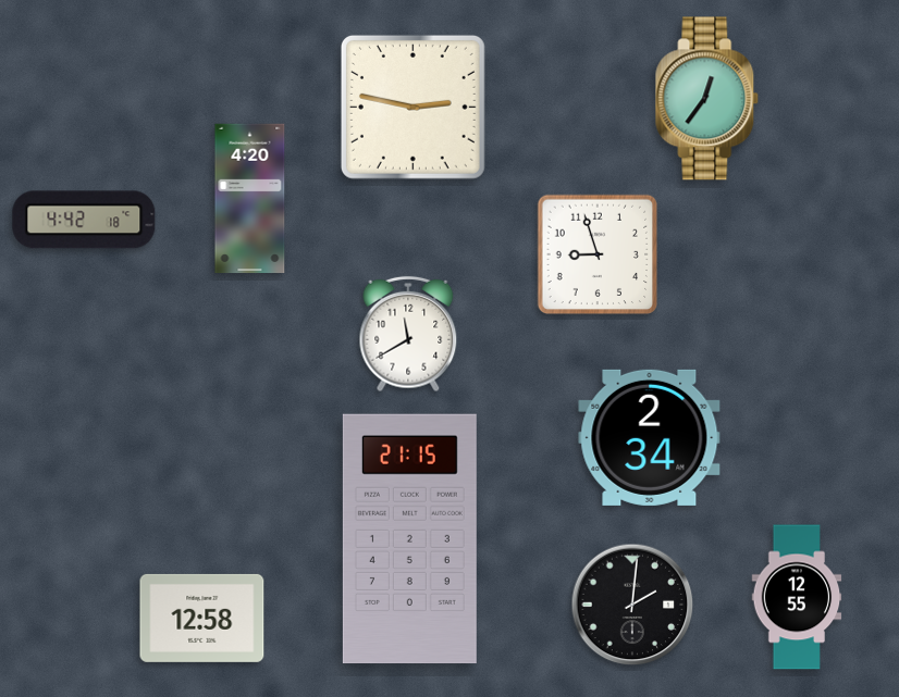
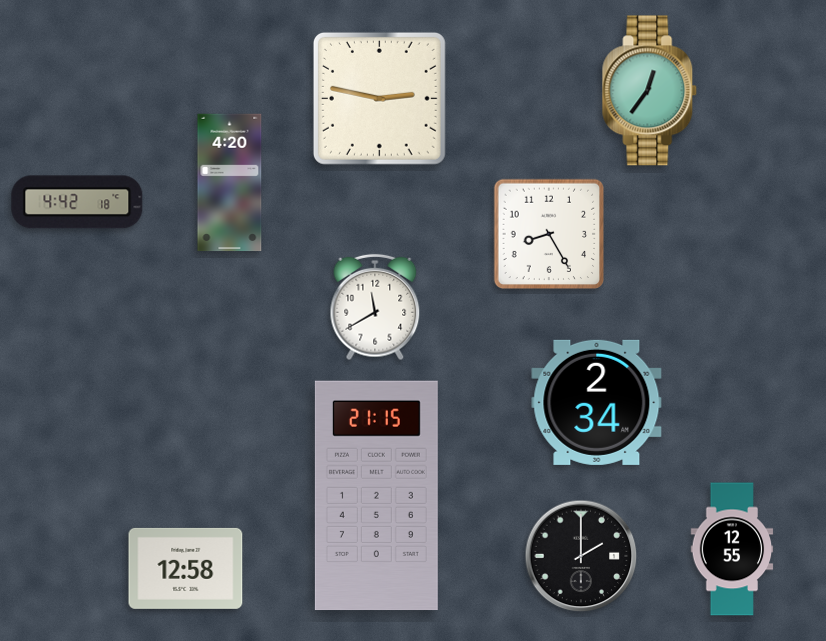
clock at (598, 254): 8:57 -> 8:25
clock at (632, 605): 2:01 -> 2:00
